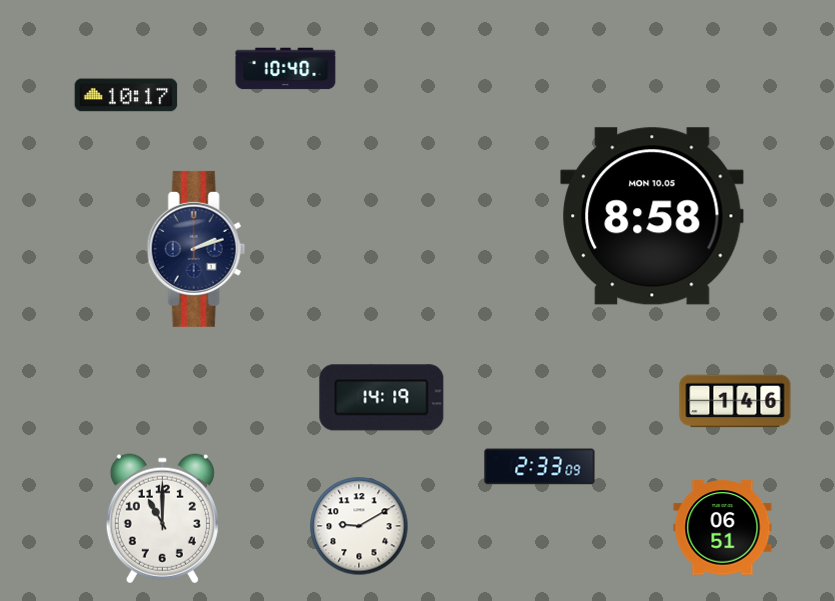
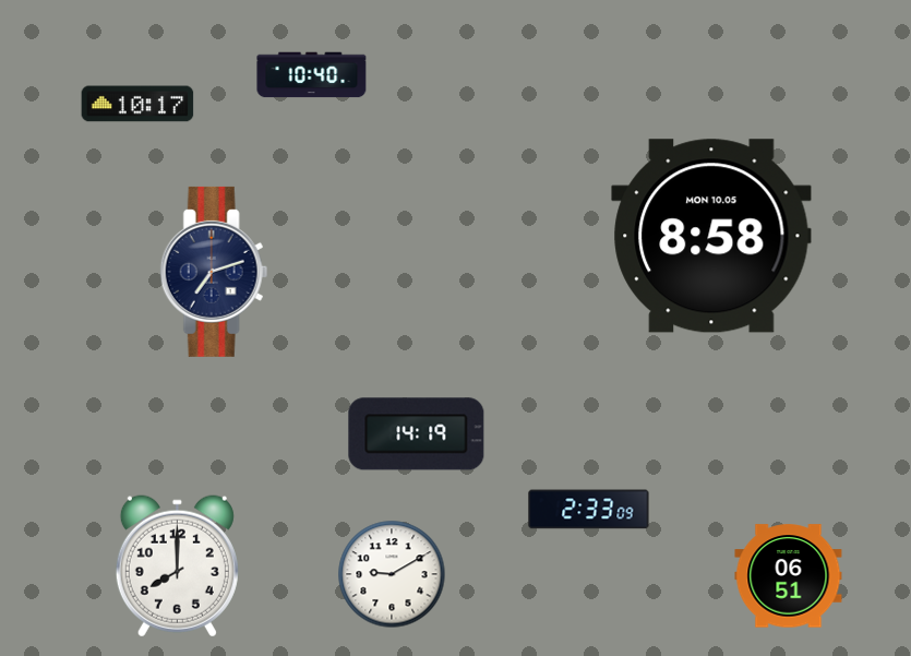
clock at (196, 249): 2:12 -> 7:12
clock at (735, 401): 1:46 -> none
clock at (162, 519): 11:00 -> 8:00
